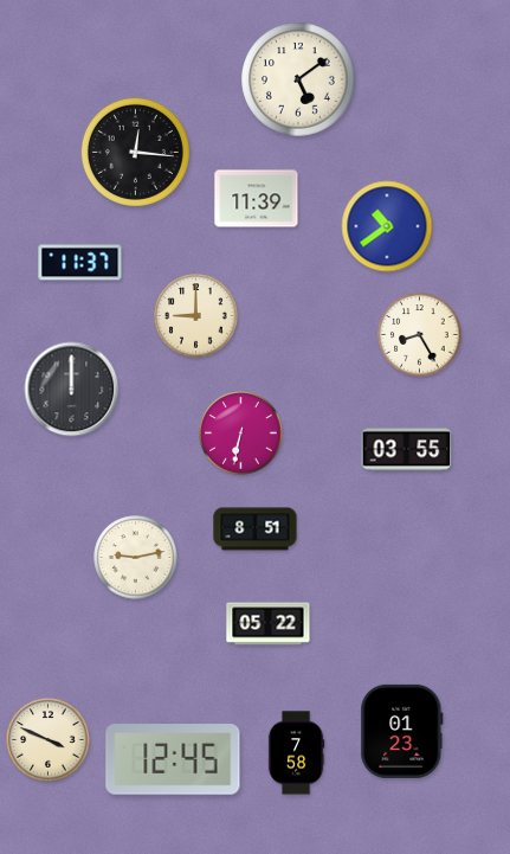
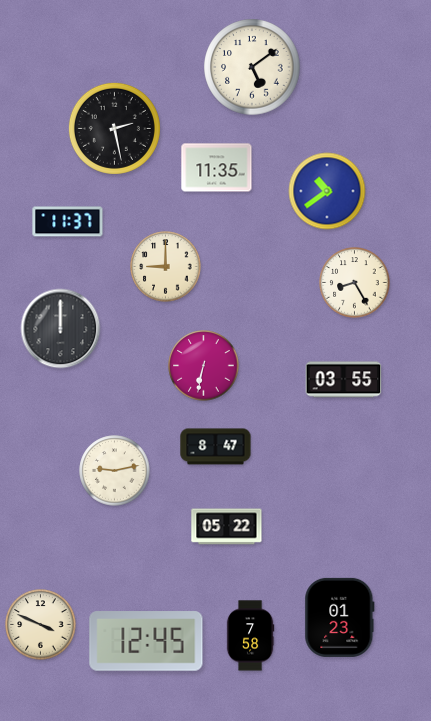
clock at (135, 152): 12:16 -> 2:28
clock at (257, 199): 11:39 -> 11:35
clock at (256, 529): 8:51 -> 8:47
